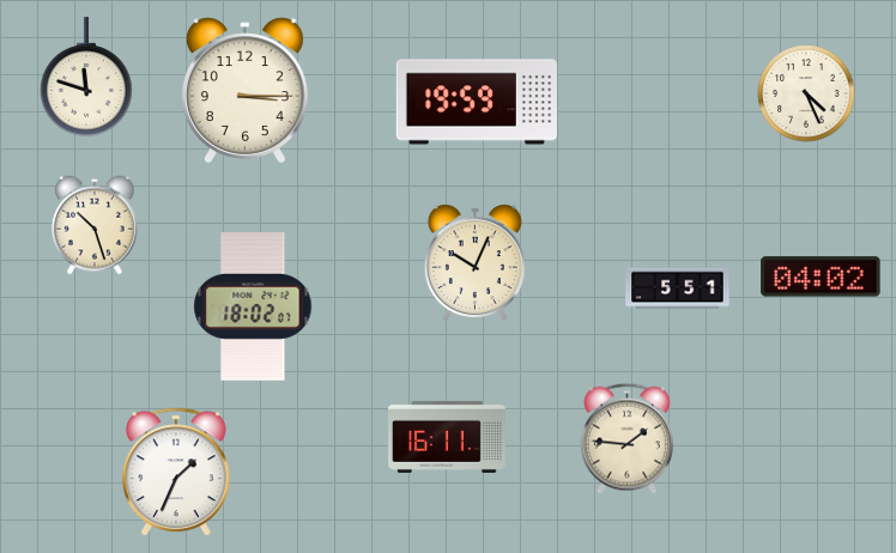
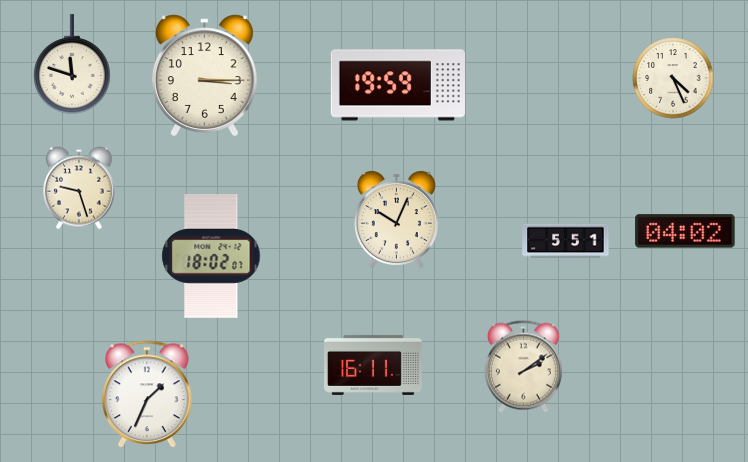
clock at (96, 225): 10:27 -> 9:27
clock at (626, 438): 1:46 -> 2:09
